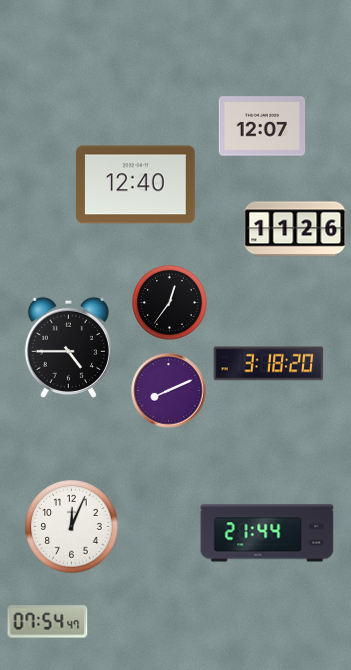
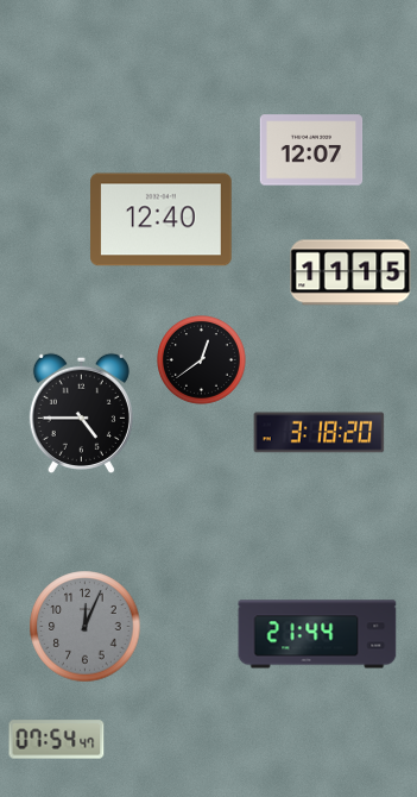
clock at (295, 229): 11:26 -> 11:15
clock at (170, 303): 12:36 -> 12:39
clock at (169, 391): 8:11 -> none
clock at (72, 527) dial: white -> grey
